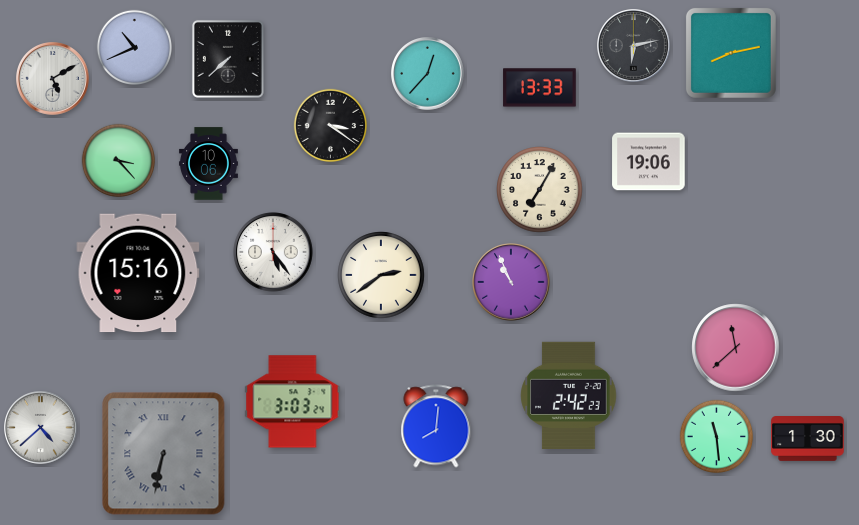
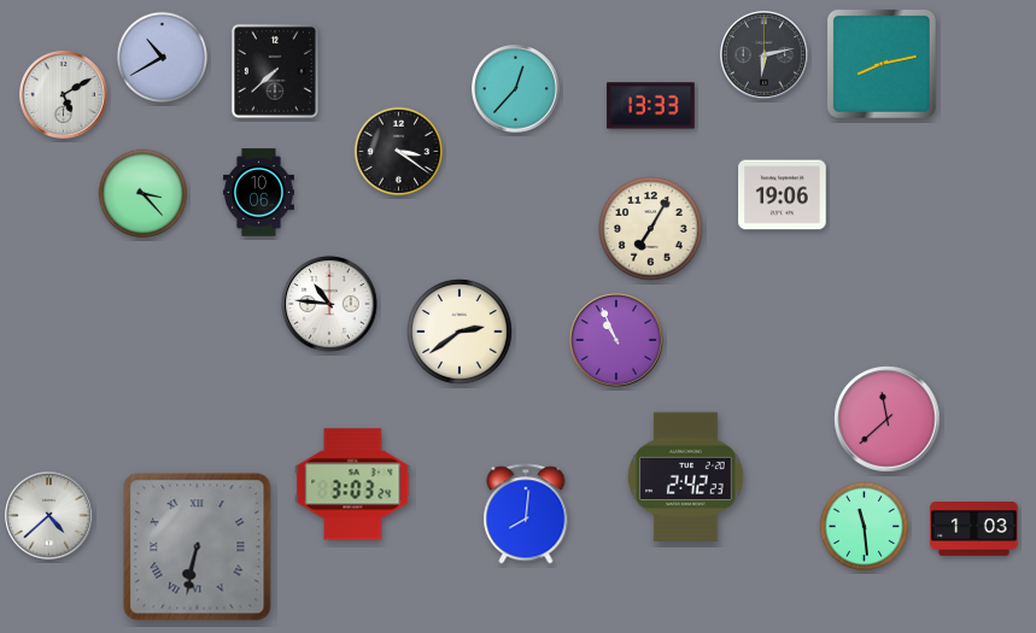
clock at (134, 47): 10:41 -> 10:40
clock at (208, 164) position: (208, 164) -> (258, 193)
clock at (273, 252): 5:24 -> 10:46
clock at (138, 273): 15:16 -> none
clock at (808, 439): 1:30 -> 1:03
